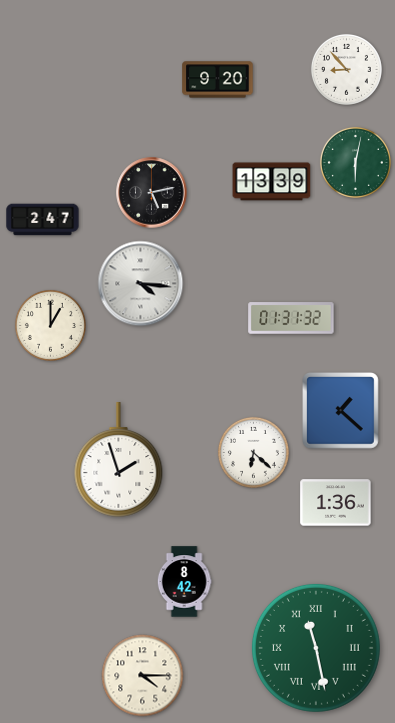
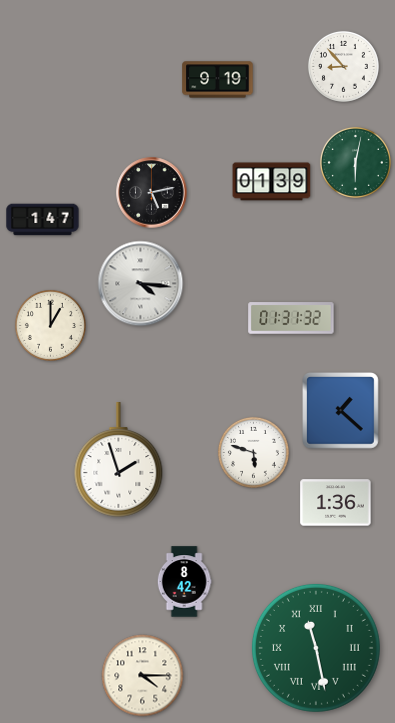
clock at (346, 69) position: (346, 69) -> (343, 66)
clock at (218, 80): 9:20 -> 9:19
clock at (272, 182): 13:39 -> 01:39
clock at (43, 220): 2:47 -> 1:47
clock at (253, 452): 6:22 -> 5:48
